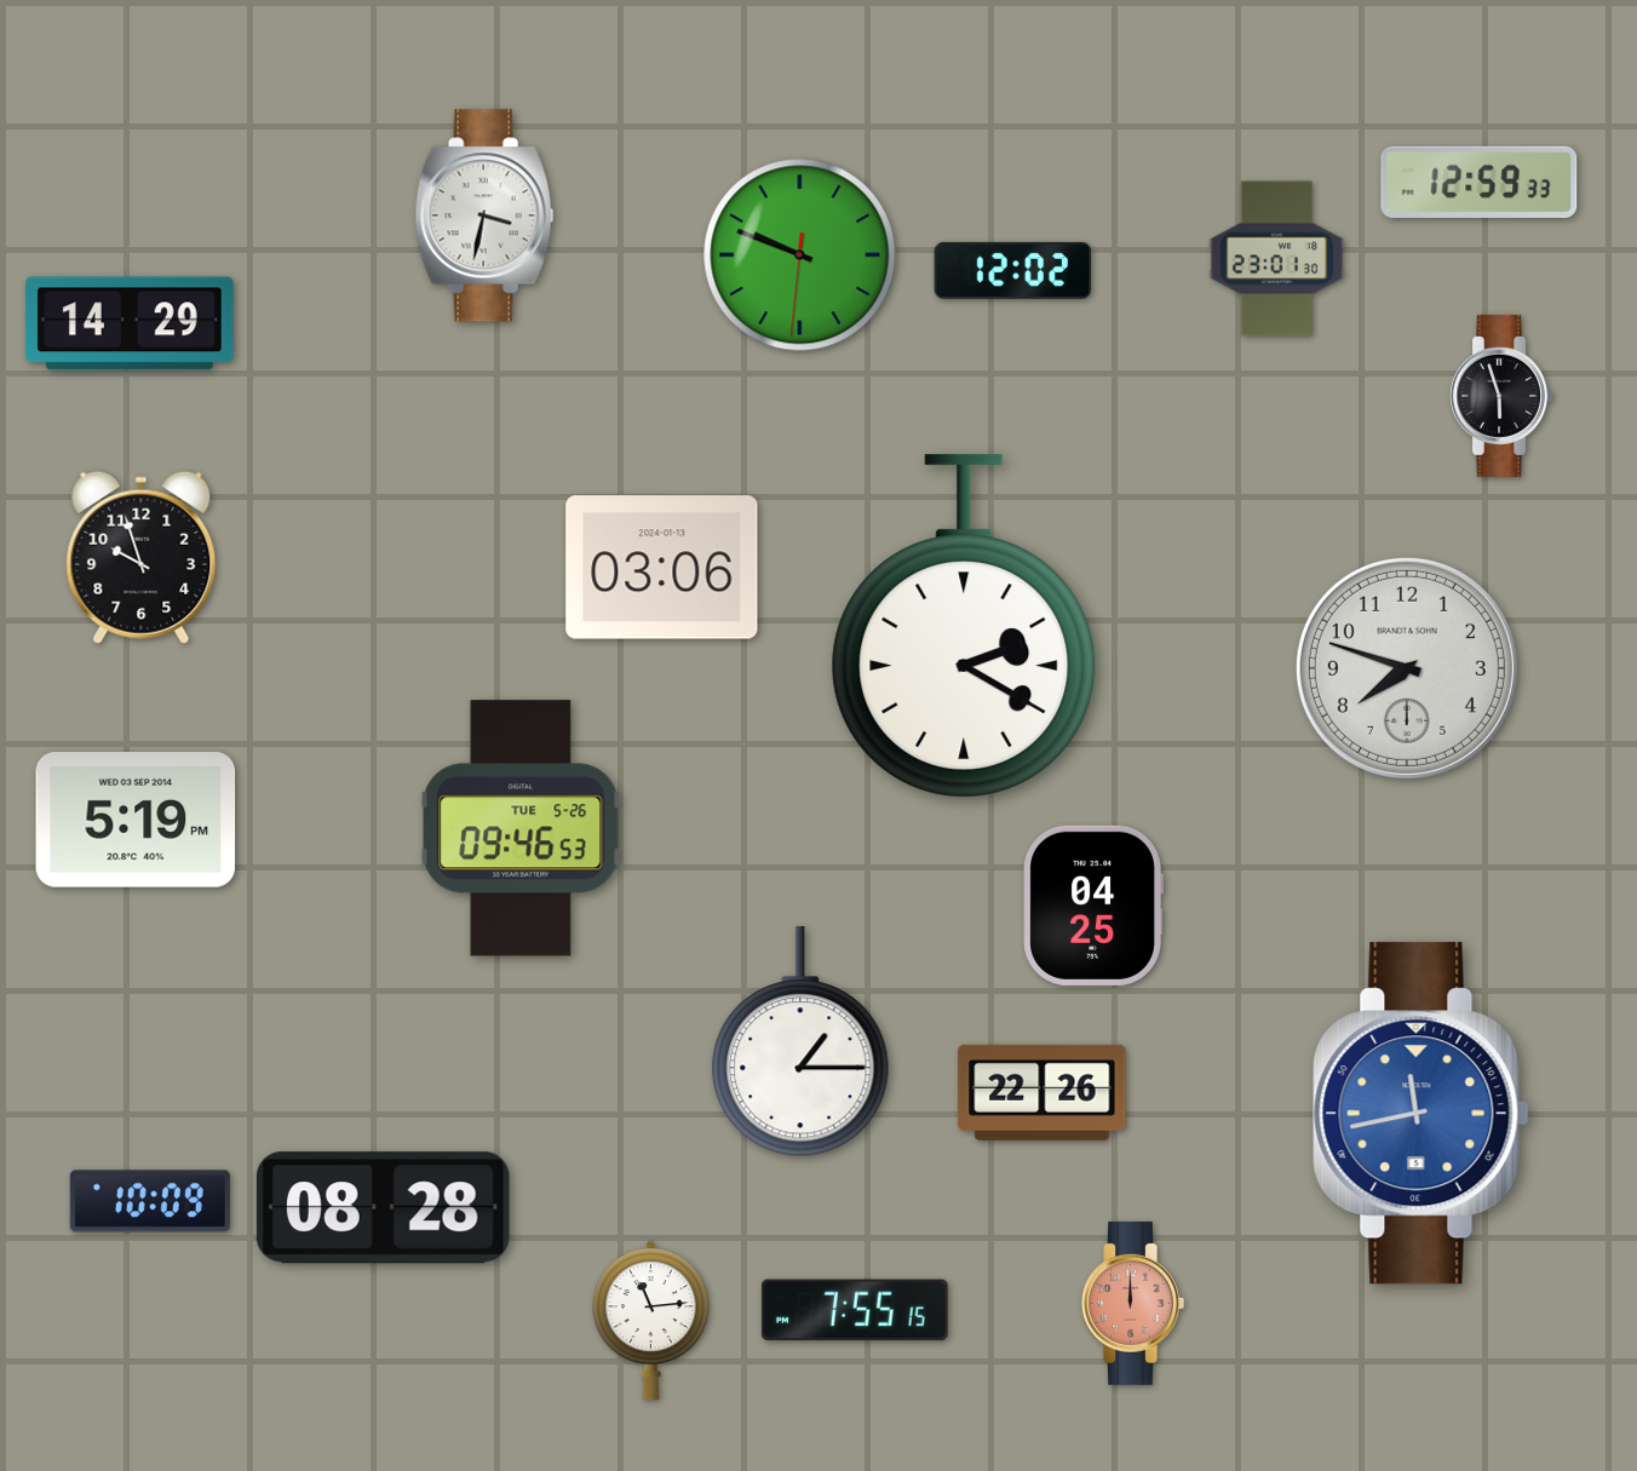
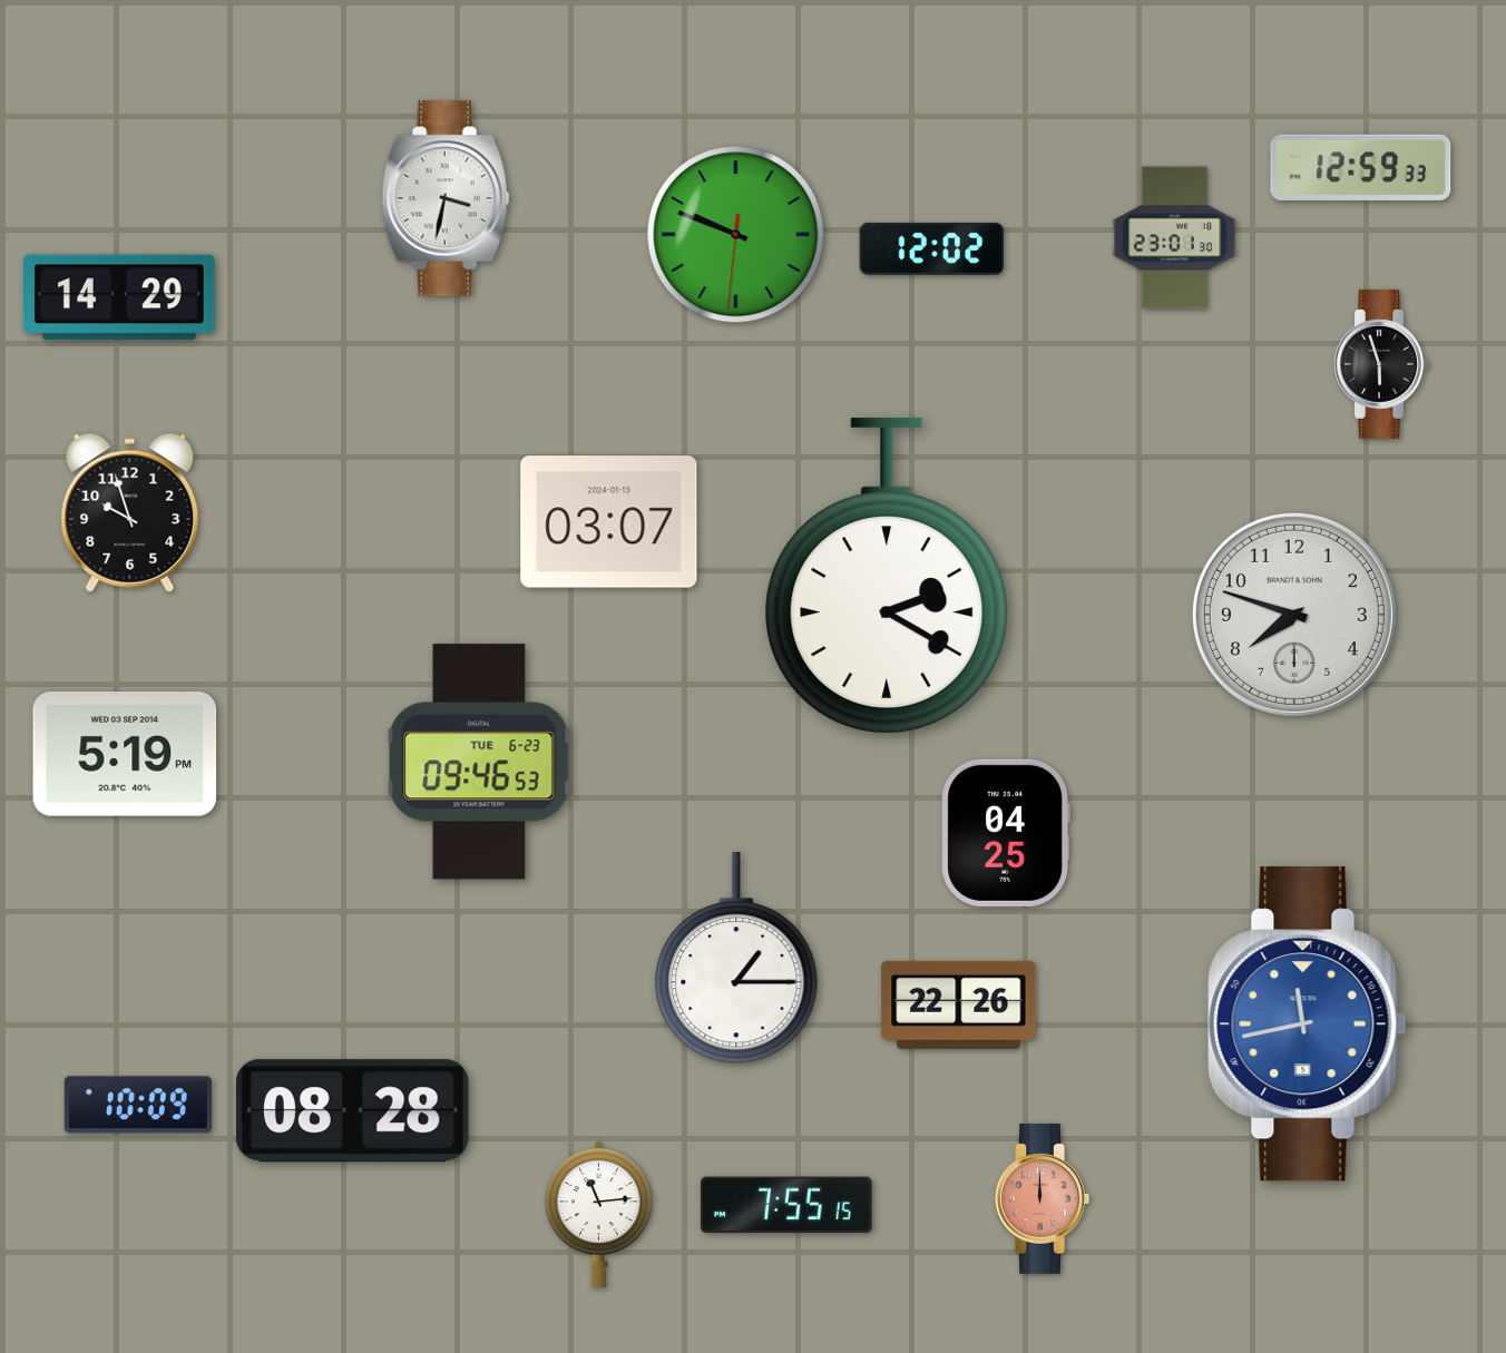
clock at (662, 568): 03:06 -> 03:07
clock at (521, 828) date: TUE 5-26 -> TUE 6-23
